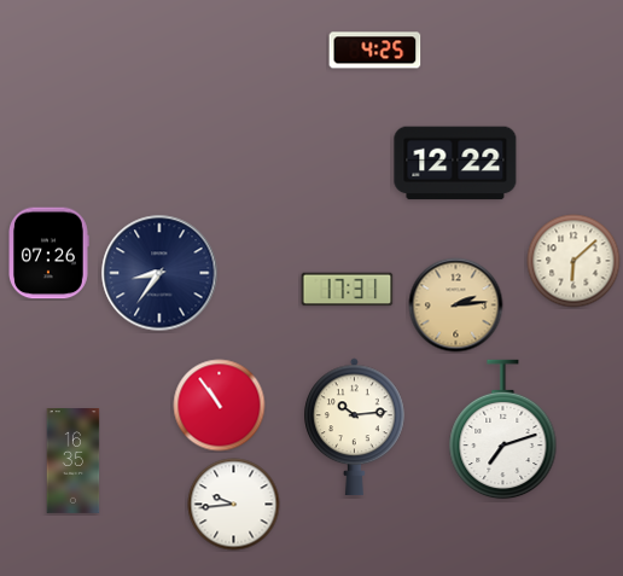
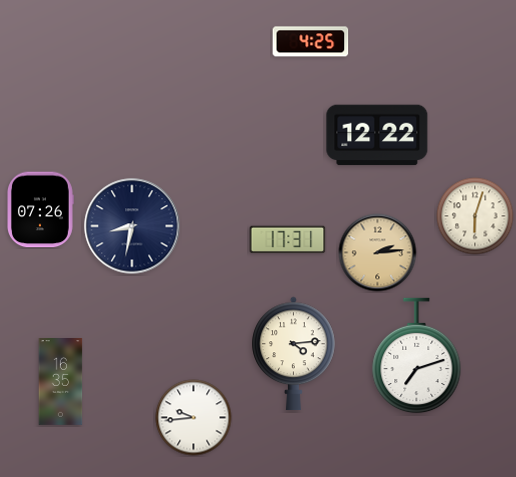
clock at (573, 261): 6:08 -> 6:03
clock at (159, 273): 8:36 -> 8:32
clock at (220, 406): 10:54 -> none
clock at (355, 427): 10:14 -> 4:14
